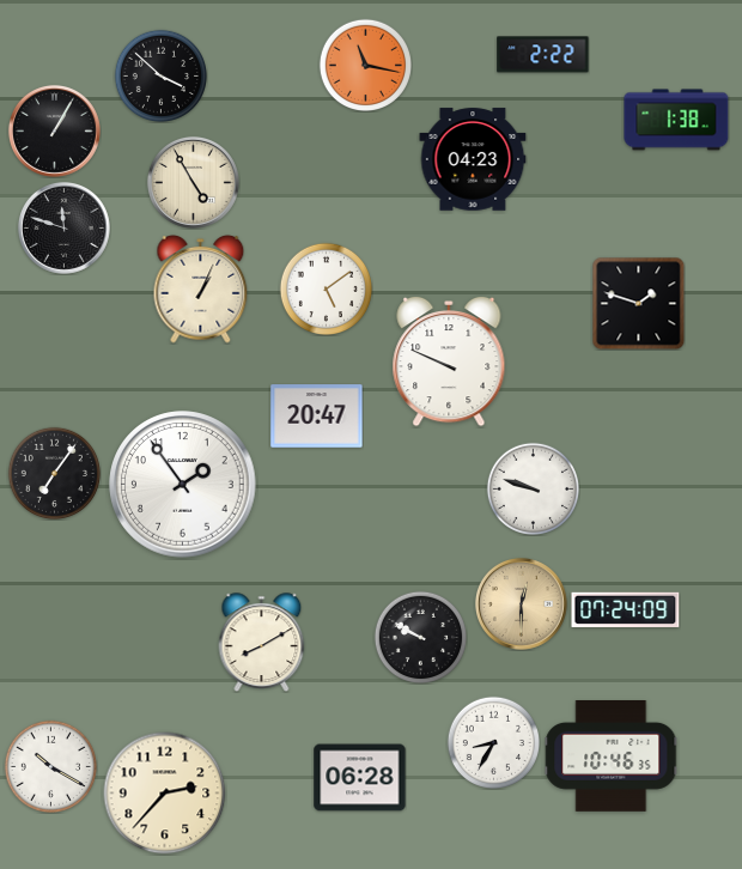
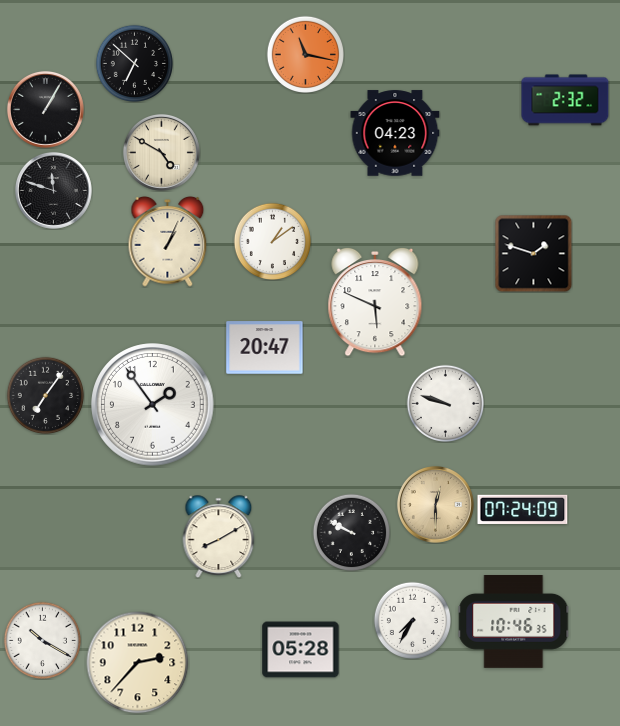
clock at (543, 55): 2:22 -> none
clock at (160, 75): 3:52 -> 6:52
clock at (676, 120): 1:38 -> 2:32
clock at (193, 182): 4:55 -> 4:50
clock at (326, 288): 5:09 -> 1:09
clock at (449, 361): 9:49 -> 5:49
clock at (533, 488) position: (533, 488) -> (445, 403)
clock at (493, 742): 8:35 -> 7:35
clock at (612, 756) position: (612, 756) -> (514, 622)
clock at (360, 778): 06:28 -> 05:28
